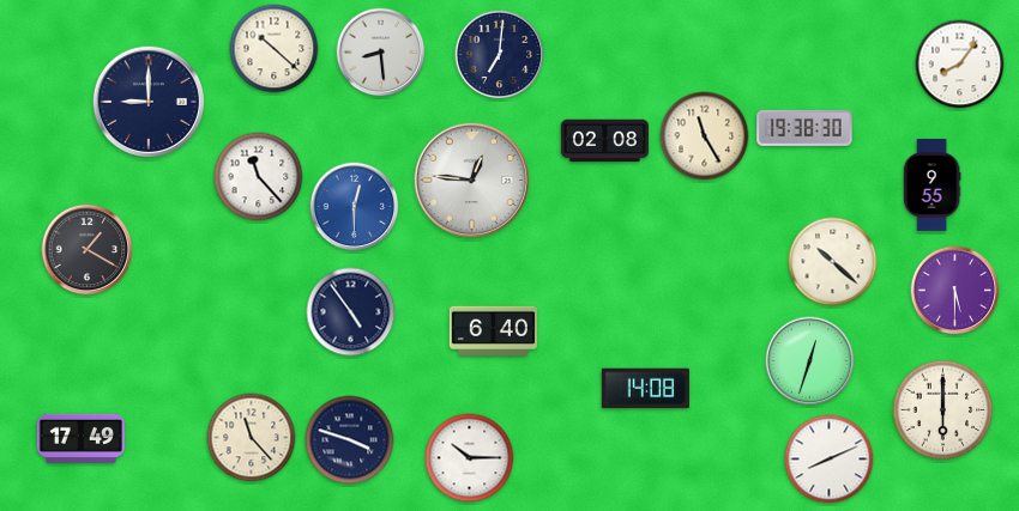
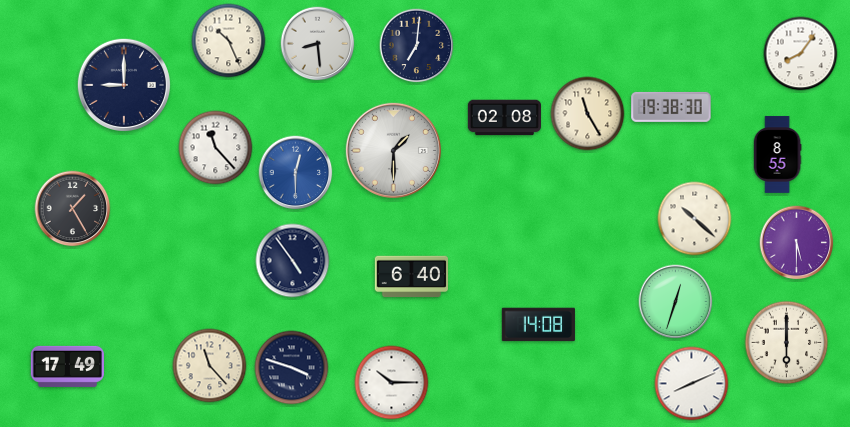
clock at (275, 49): 10:22 -> 10:26
clock at (471, 180): 12:46 -> 1:30
clock at (931, 185): 9:55 -> 8:55
clock at (88, 250): 1:20 -> 1:25
